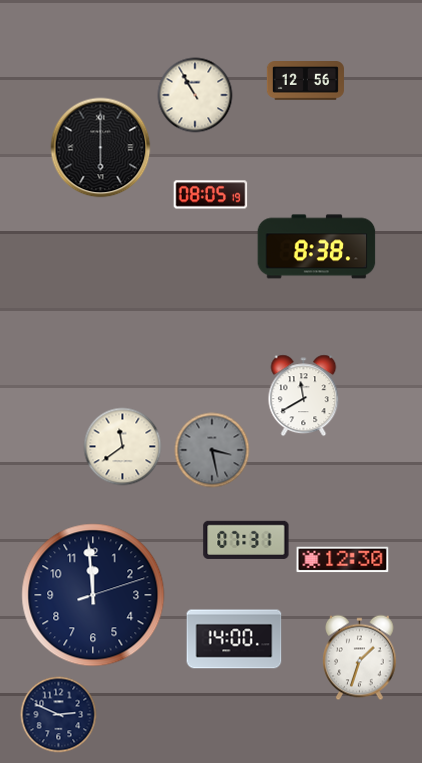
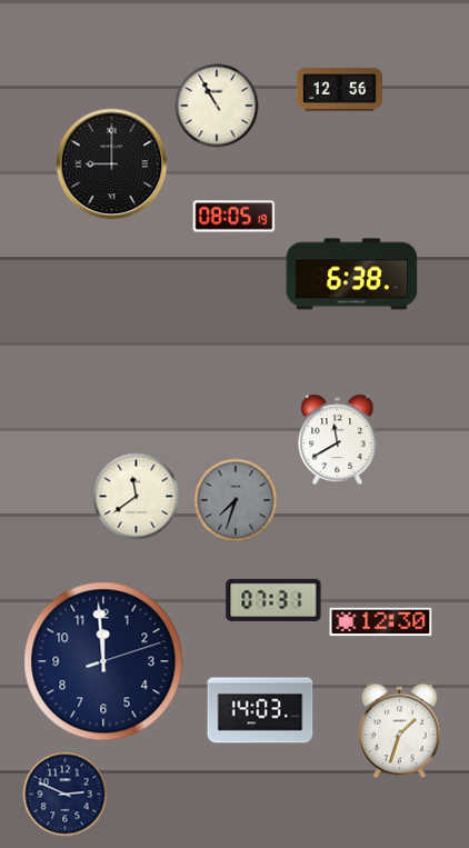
clock at (101, 148): 6:00 -> 9:00
clock at (317, 247): 8:38 -> 6:38
clock at (212, 450): 3:28 -> 7:33
clock at (234, 639): 14:00 -> 14:03
